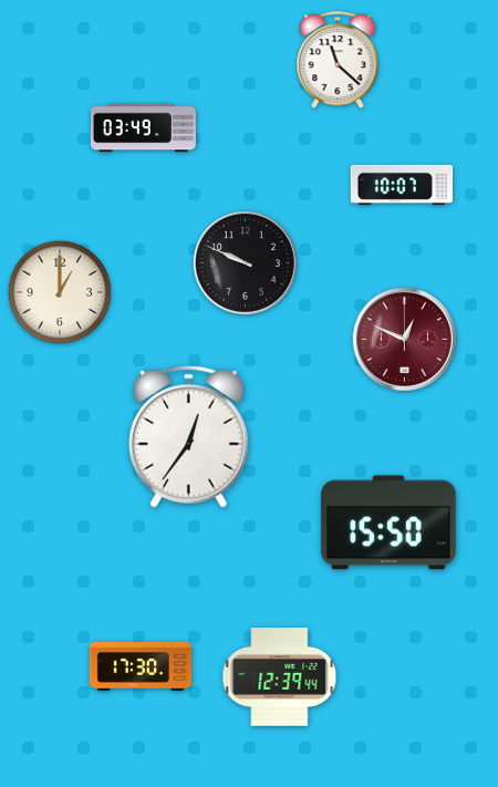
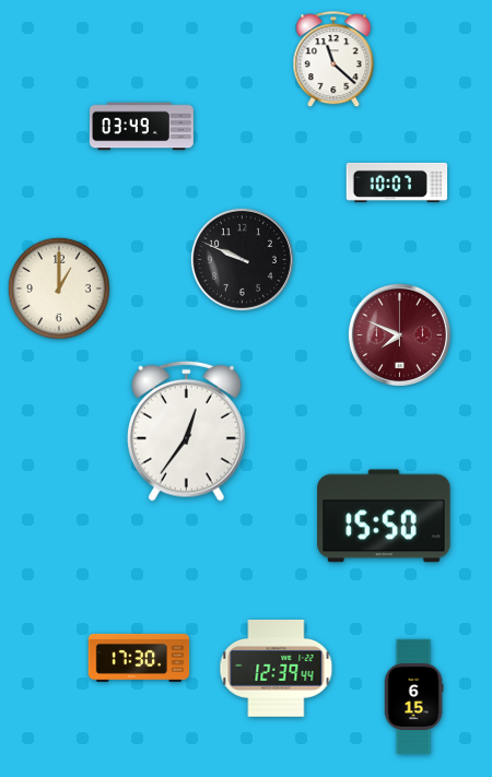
clock at (404, 339): 12:49 -> 7:49
clock at (413, 697): none -> 6:15
